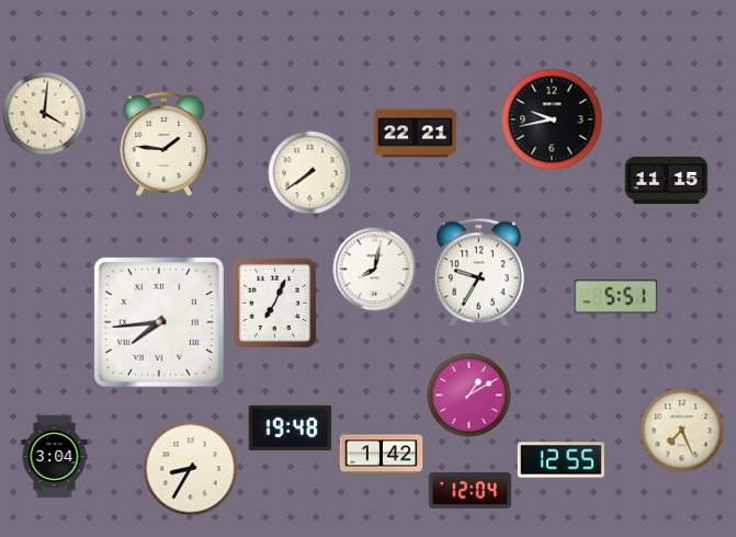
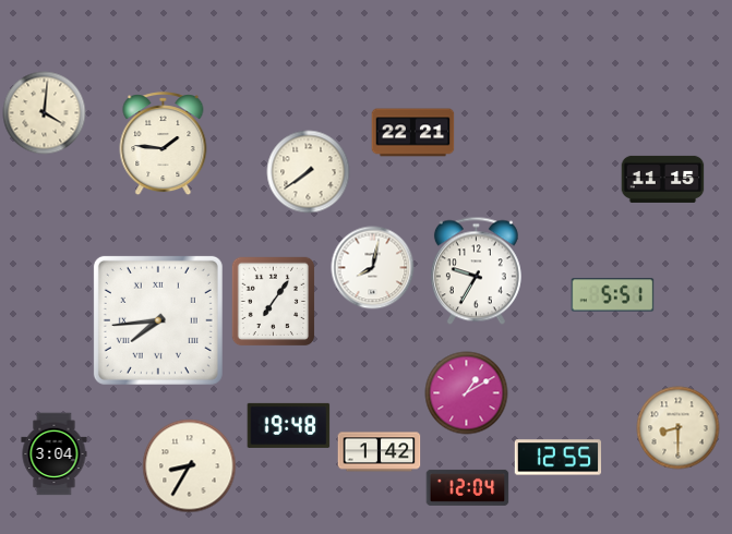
clock at (552, 119): 9:43 -> none
clock at (275, 304): 7:04 -> 7:06
clock at (682, 431): 7:26 -> 8:30
